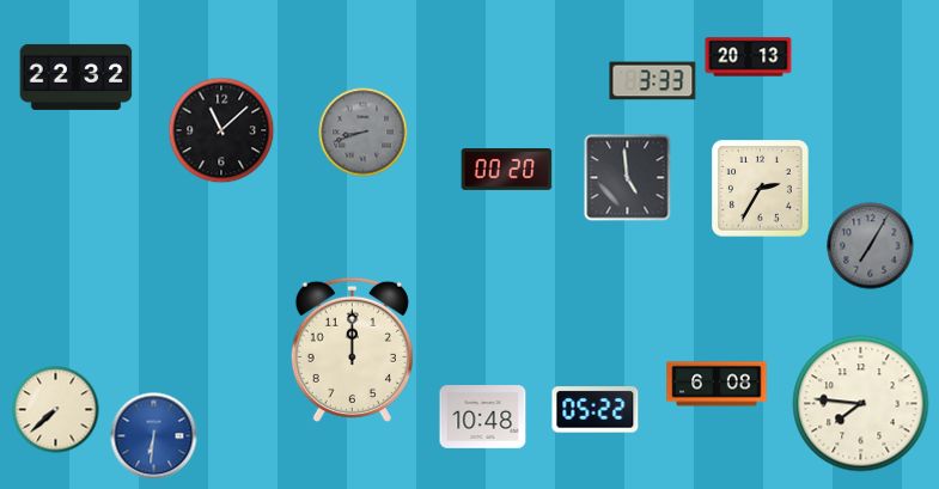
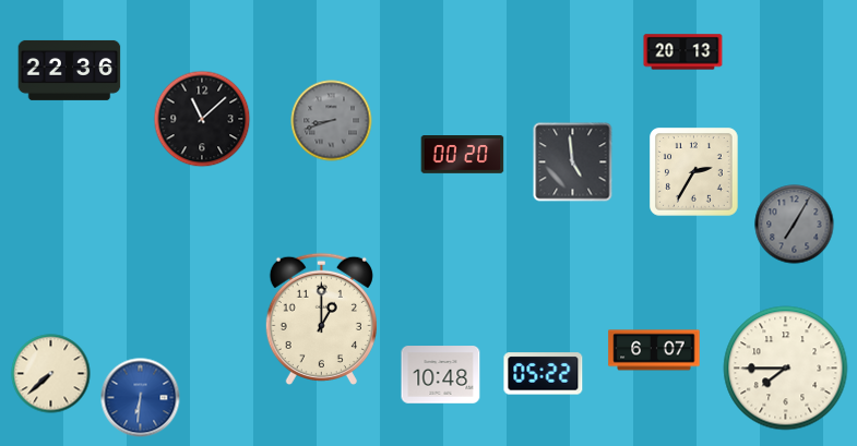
clock at (77, 77): 22:32 -> 22:36
clock at (653, 81): 3:33 -> none
clock at (352, 349): 12:00 -> 1:00
clock at (717, 384): 6:08 -> 6:07
clock at (861, 404): 7:46 -> 7:45
clock at (483, 417) position: (483, 417) -> (441, 375)
